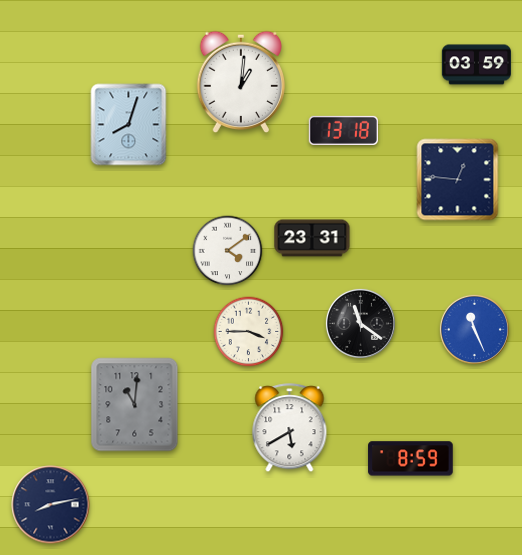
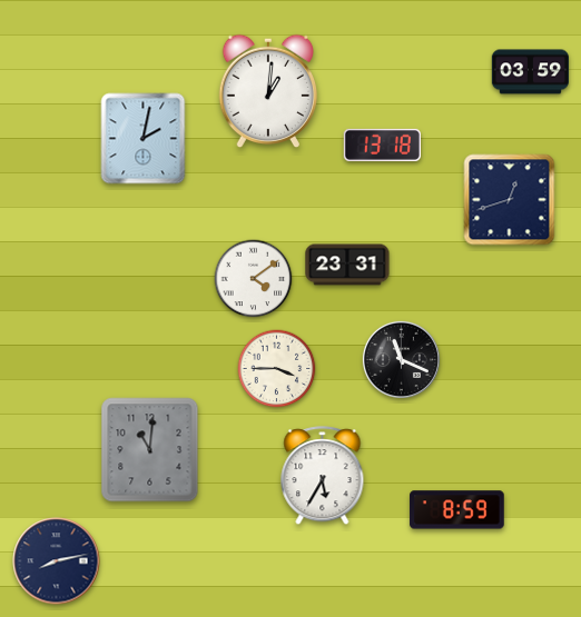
clock at (129, 125): 8:03 -> 2:02
clock at (458, 180): 12:46 -> 12:42
clock at (360, 323): 11:21 -> 11:19
clock at (474, 329): 11:26 -> none
clock at (290, 428): 5:40 -> 5:35
